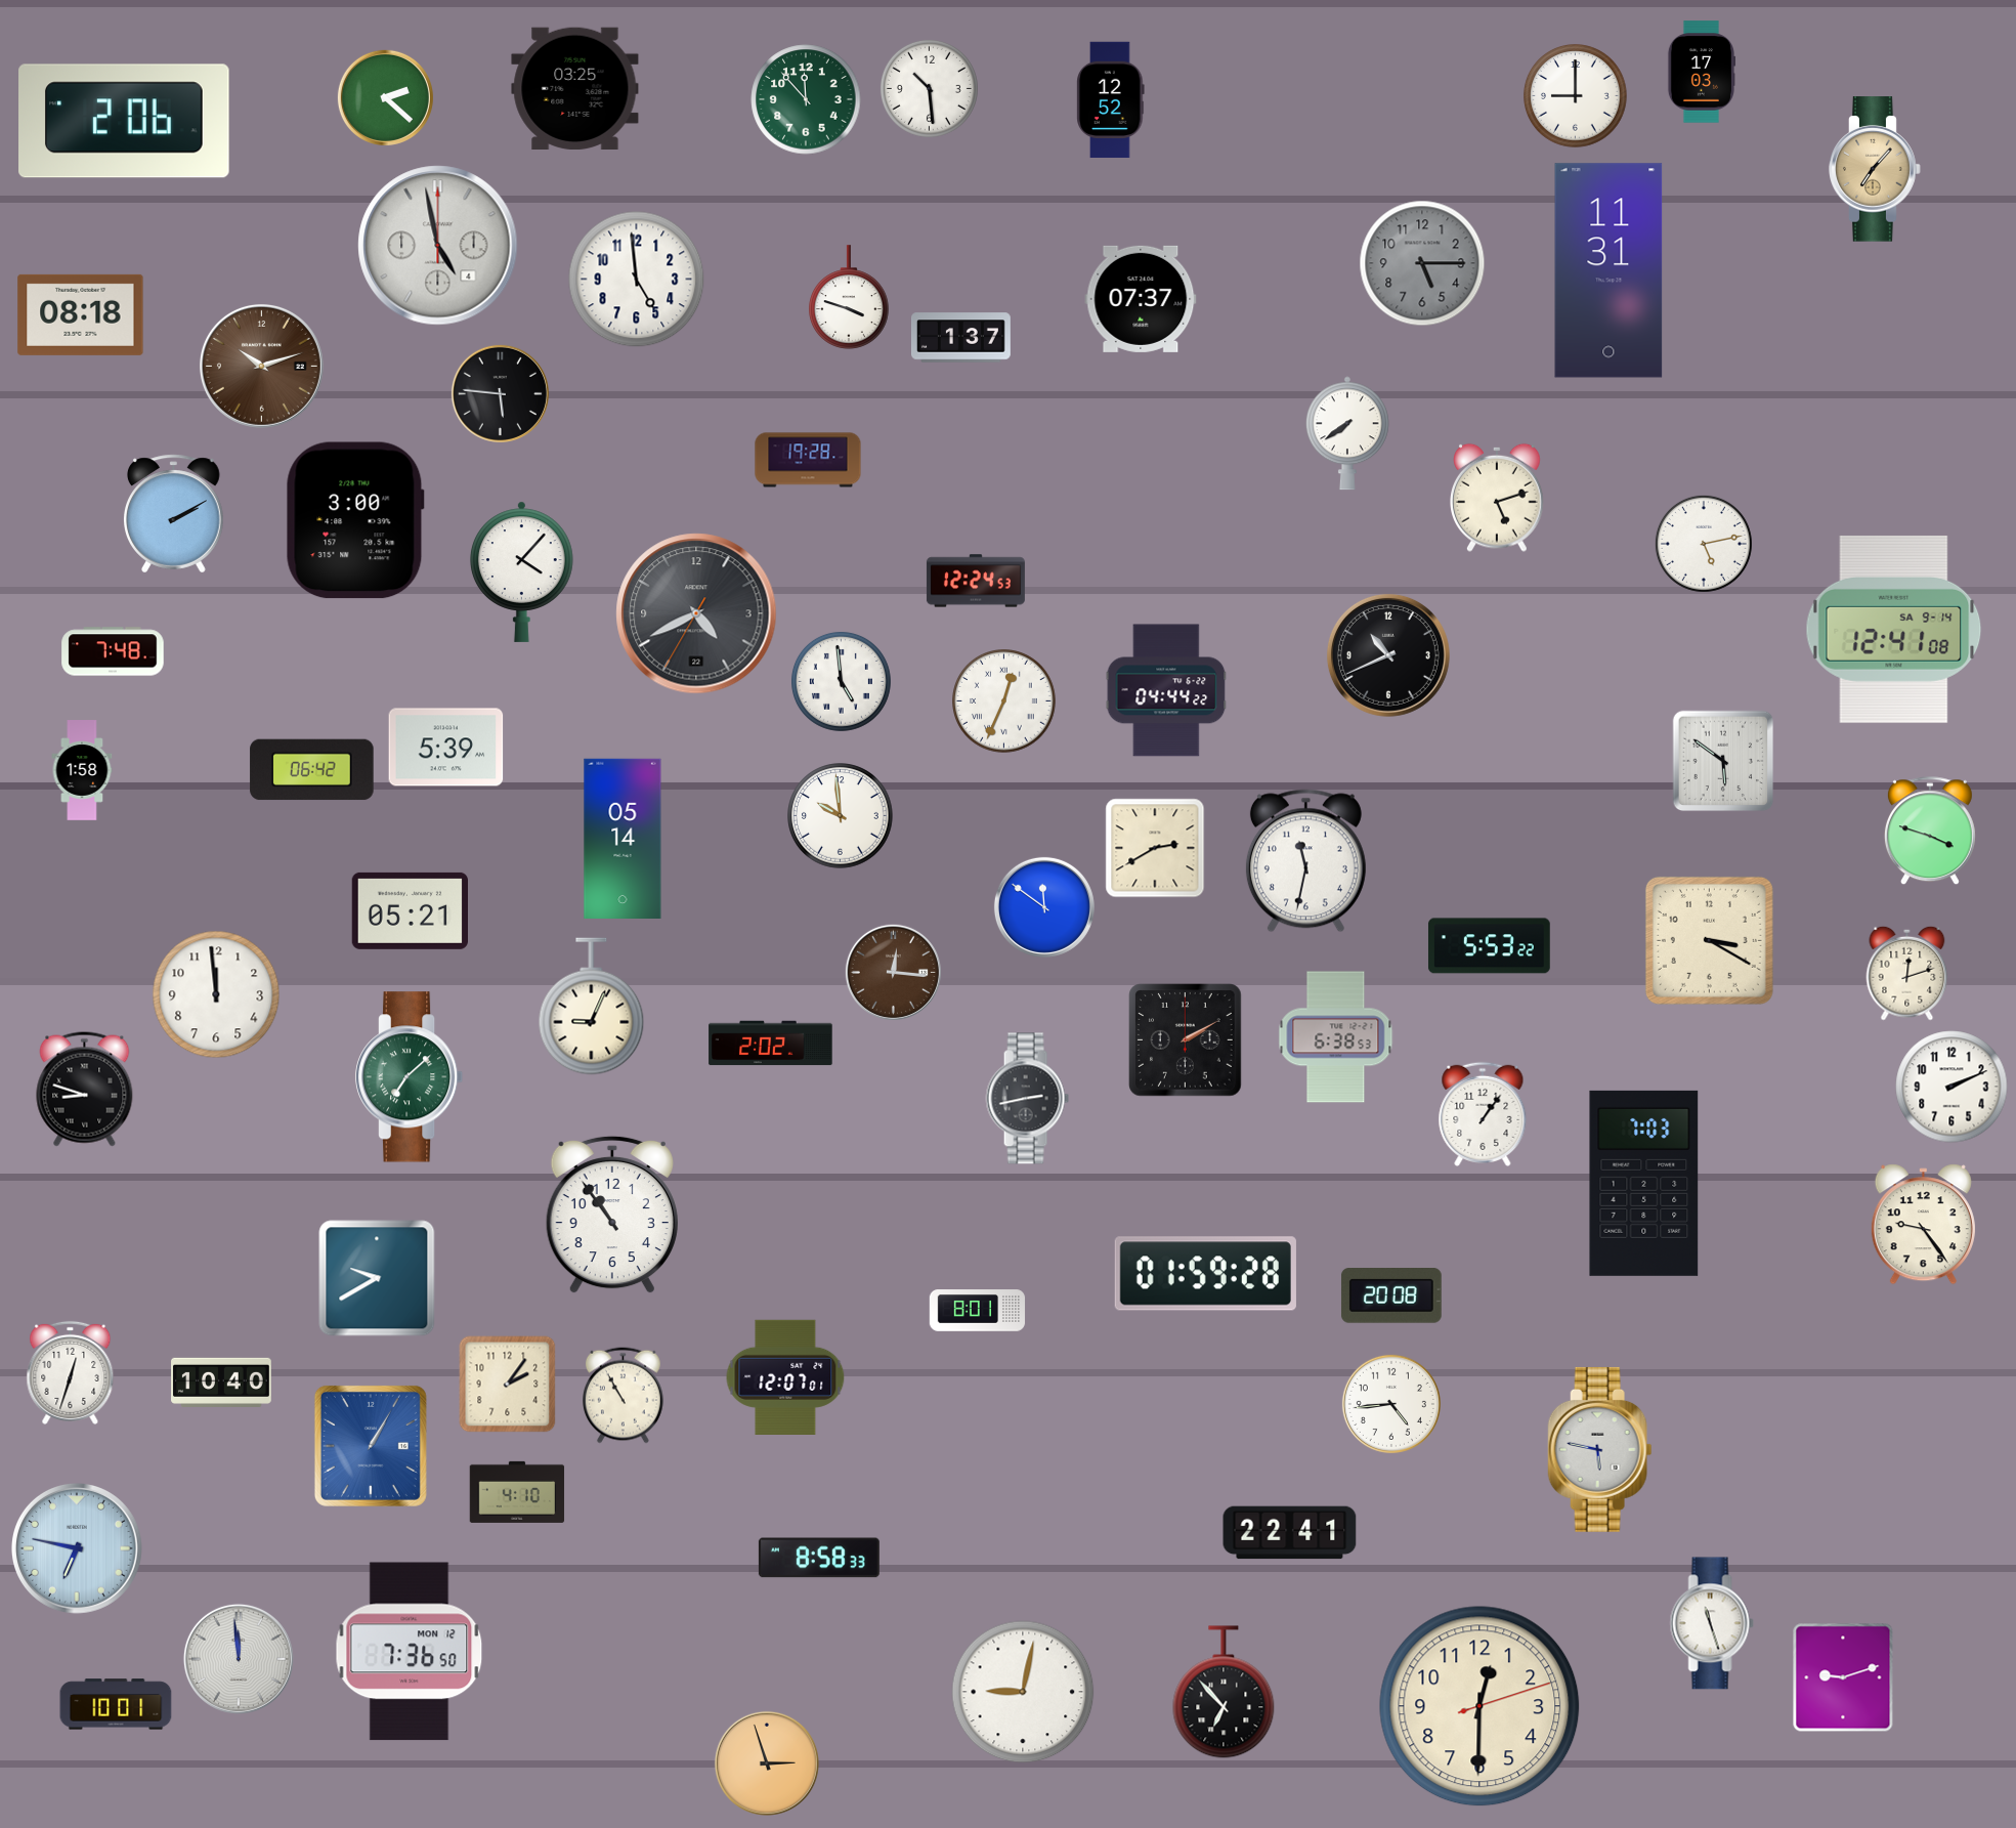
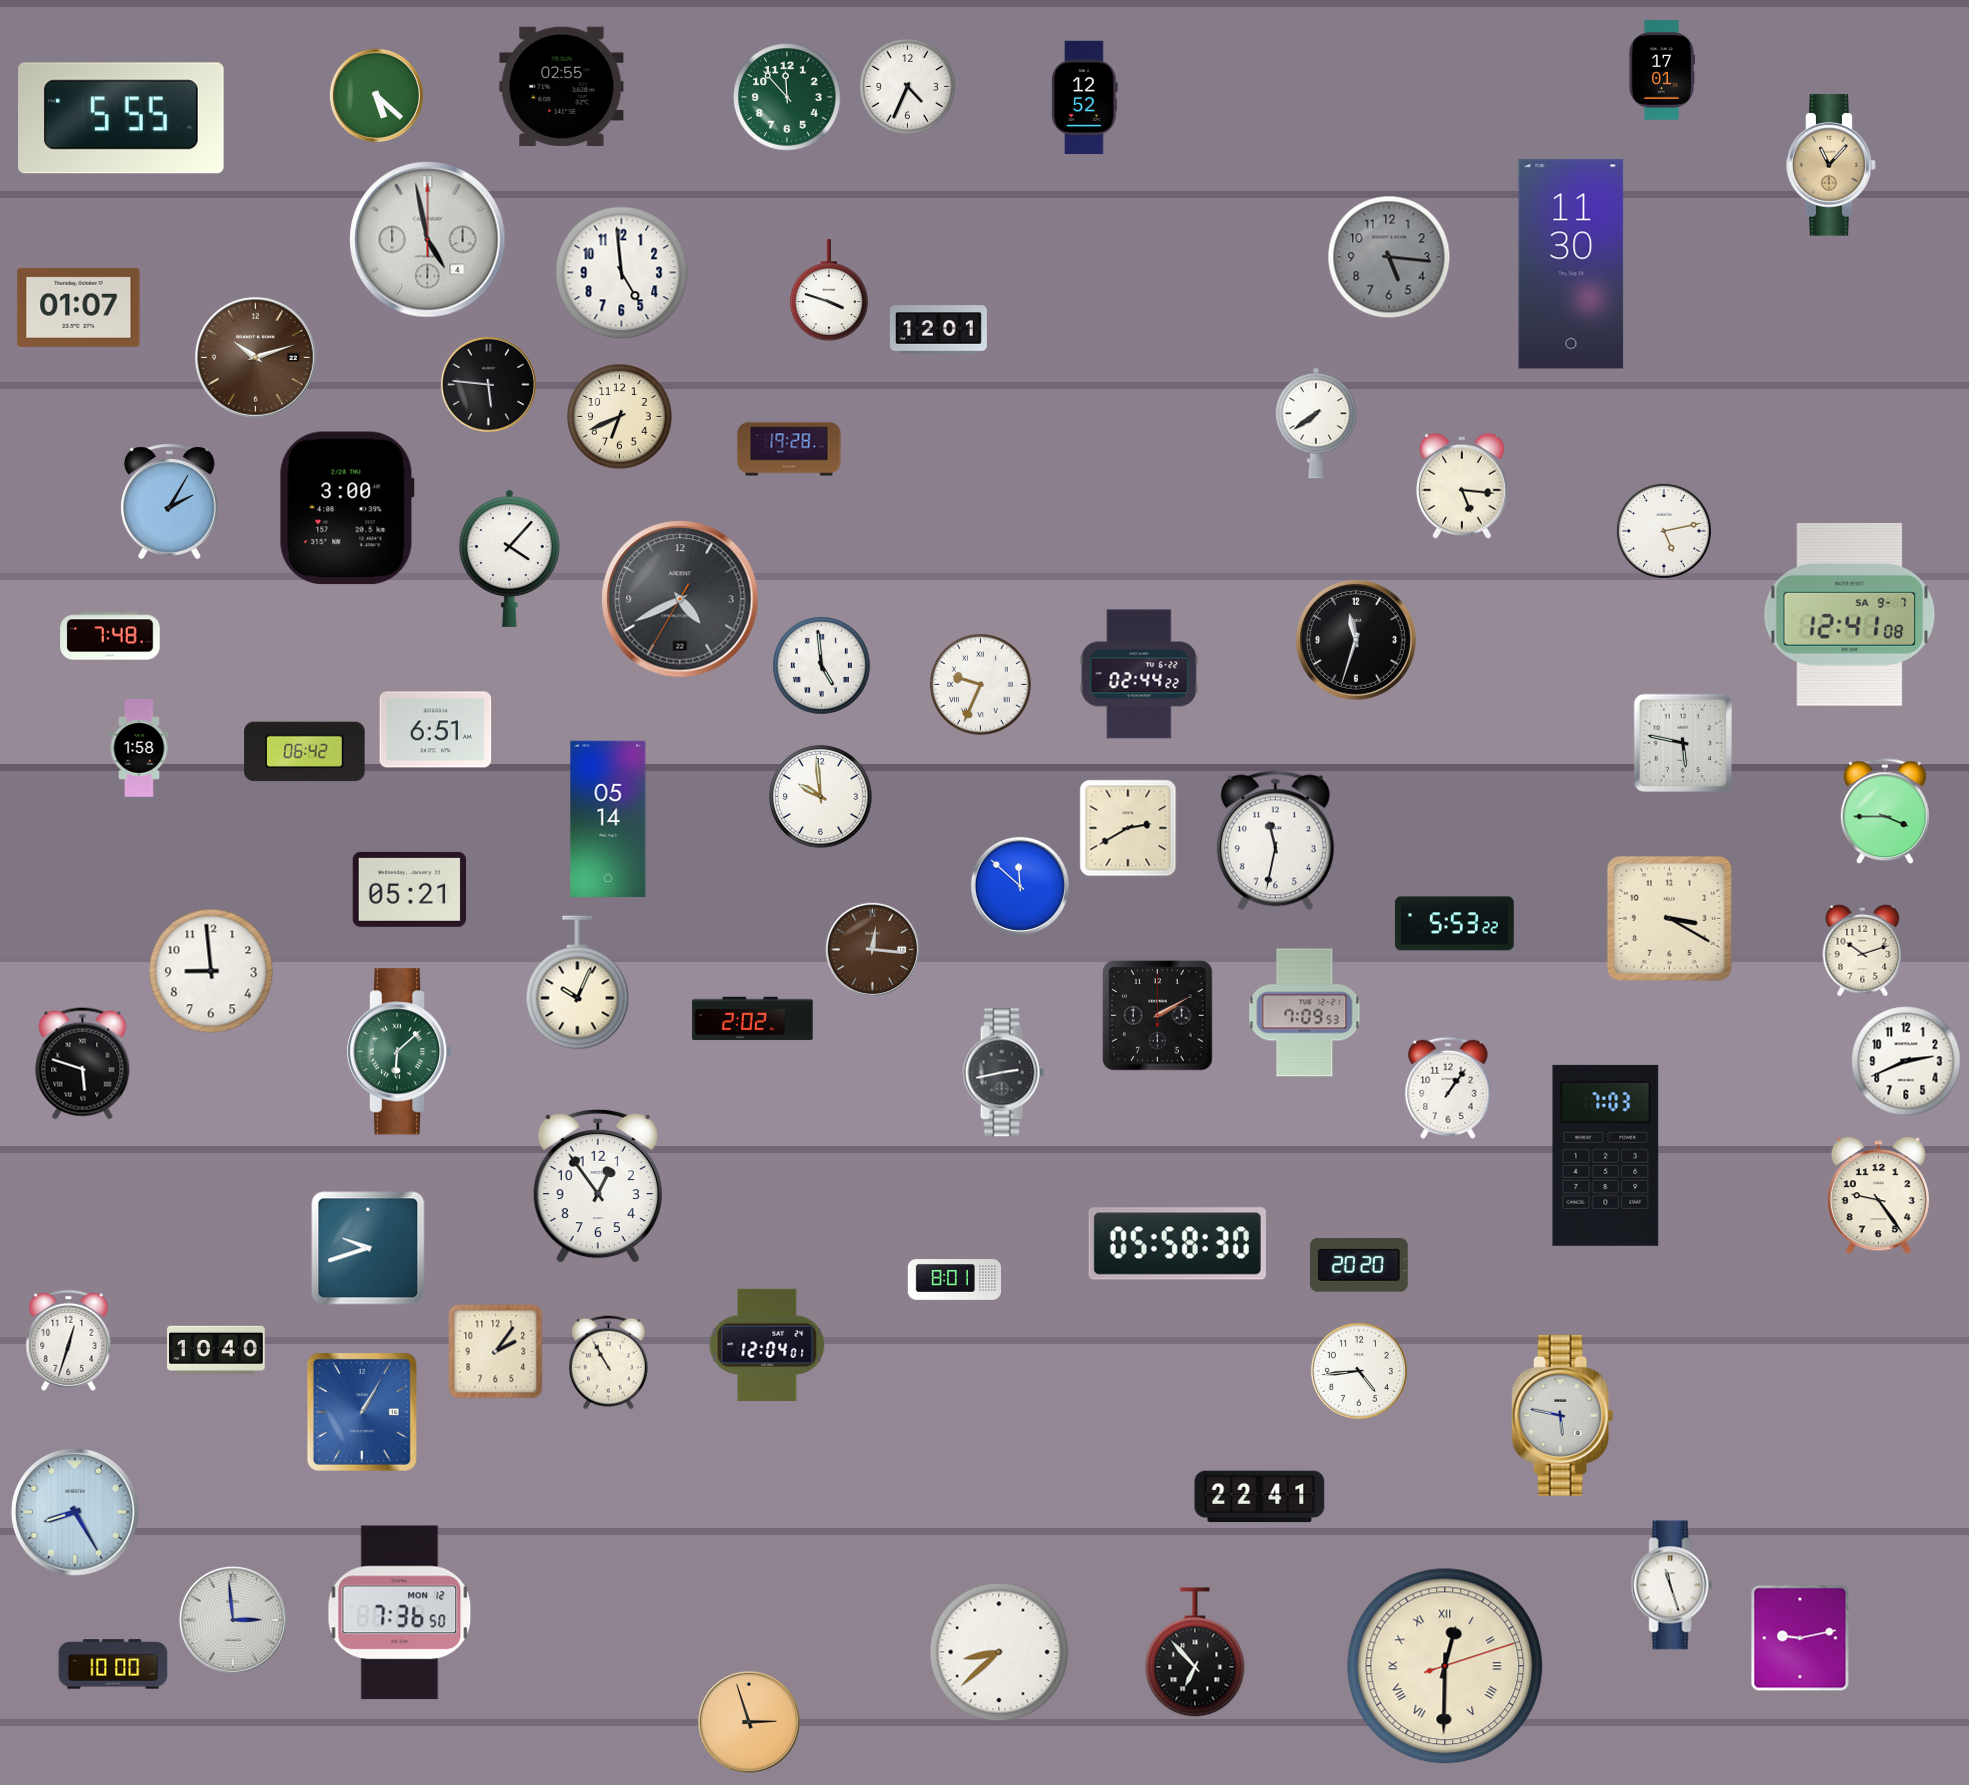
clock at (1701, 72): 17:03 -> 17:01
clock at (575, 88): 03:25 -> 02:55
clock at (929, 88): 10:29 -> 4:34
clock at (1576, 96): 9:00 -> none
clock at (385, 97): 2:22 -> 5:22
clock at (124, 121): 2:06 -> 5:55
clock at (1875, 169): 7:07 -> 11:07
clock at (1422, 263): 5:15 -> 5:16
clock at (1608, 270): 11:31 -> 11:30
clock at (1141, 299): 07:37 -> none
clock at (81, 314): 08:18 -> 01:07
clock at (961, 338): 1:37 -> 12:01
clock at (620, 417): none -> 6:41
clock at (1498, 498): 5:12 -> 5:16
clock at (174, 514): 2:10 -> 2:05
clock at (976, 581): 12:24 -> none
clock at (1894, 629) date: SA 9-14 -> SA 9-7
clock at (1388, 655): 10:41 -> 11:33
clock at (1166, 690): 04:44 -> 02:44
clock at (1004, 702): 12:34 -> 9:34
clock at (446, 748): 5:39 -> 6:51
clock at (1723, 761): 5:51 -> 5:47
clock at (82, 770) position: (82, 770) -> (139, 748)
clock at (1930, 832): 3:48 -> 3:45
clock at (1044, 907): 11:51 -> 11:52
clock at (411, 910) position: (411, 910) -> (410, 889)
clock at (1907, 973): 12:12 -> 10:12
clock at (216, 994): 11:59 -> 8:59
clock at (592, 1007): 9:04 -> 10:04
clock at (1336, 1037): 6:38 -> 7:09
clock at (410, 1077): 7:08 -> 6:08
clock at (1951, 1087): 2:11 -> 2:41
clock at (85, 1090): 8:48 -> 5:48
clock at (612, 1215): 10:54 -> 12:54
clock at (1205, 1274): 01:59 -> 05:58
clock at (377, 1278): 9:40 -> 9:42
clock at (1391, 1295): 20:08 -> 20:20
clock at (785, 1377): 12:07 -> 12:04
clock at (517, 1492): 4:10 -> none
clock at (77, 1548): 6:47 -> 8:25
clock at (819, 1558): 8:58 -> none
clock at (239, 1659): 11:59 -> 2:59
clock at (1843, 1677): 9:12 -> 9:13
clock at (1023, 1692): 9:02 -> 8:38
clock at (116, 1704): 10:01 -> 10:00
clock at (1479, 1706) numerals: Arabic -> Roman
